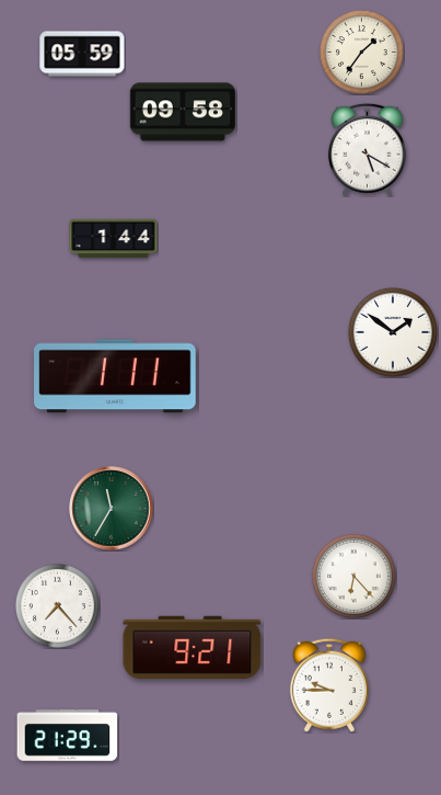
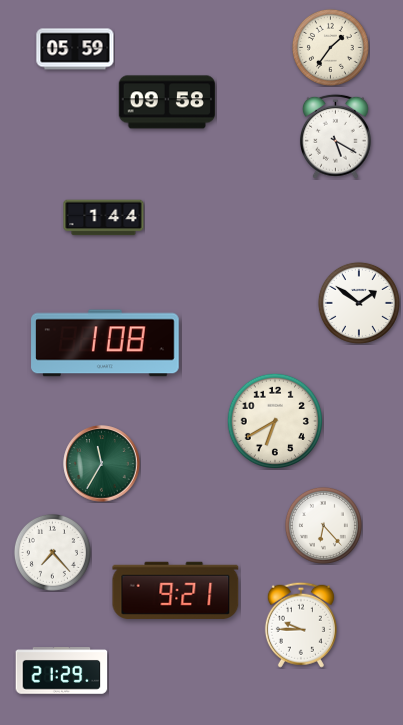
clock at (115, 376): 1:11 -> 1:08
clock at (274, 420): none -> 6:40
